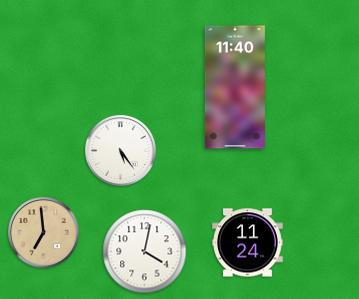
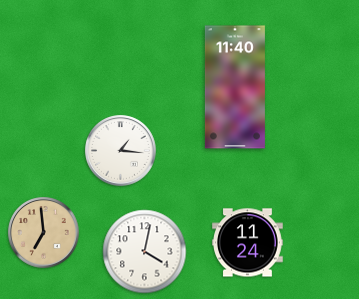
clock at (121, 151): 5:24 -> 1:16
